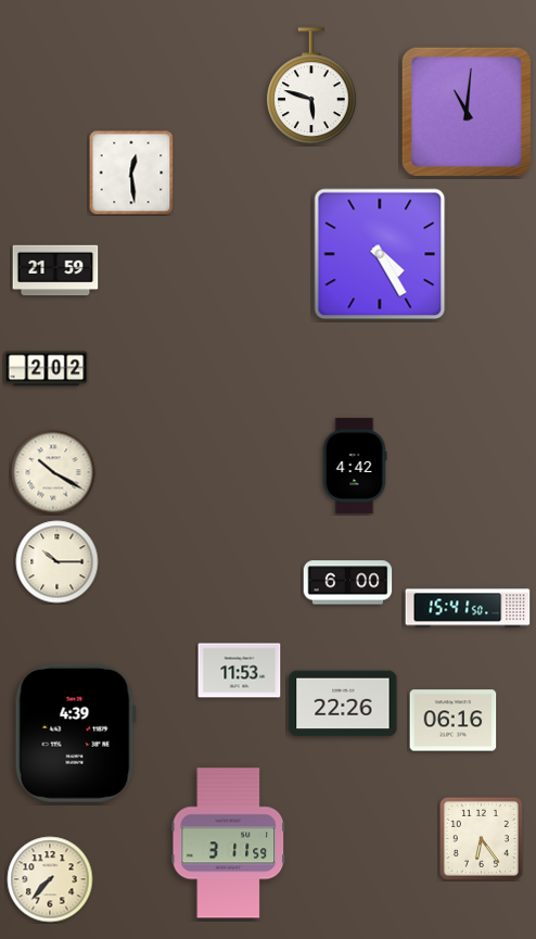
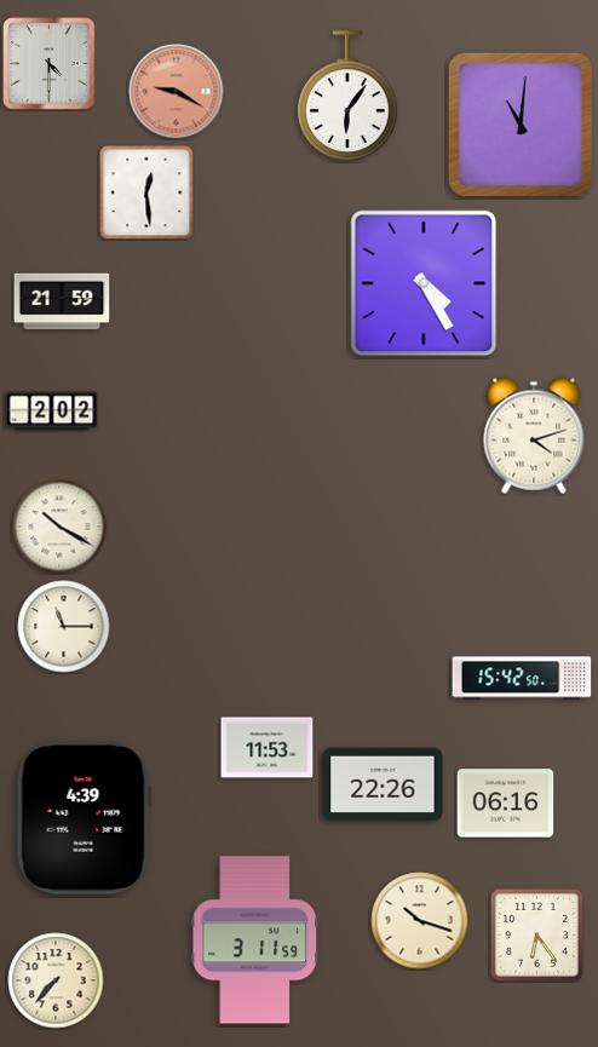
clock at (50, 64): none -> 4:30
clock at (177, 92): none -> 9:20
clock at (311, 87): 5:48 -> 6:06
clock at (534, 436): none -> 4:12
clock at (355, 466): 4:42 -> none
clock at (58, 562): 10:15 -> 11:15
clock at (348, 583): 6:00 -> none
clock at (468, 608): 15:41 -> 15:42
clock at (420, 921): none -> 10:18
